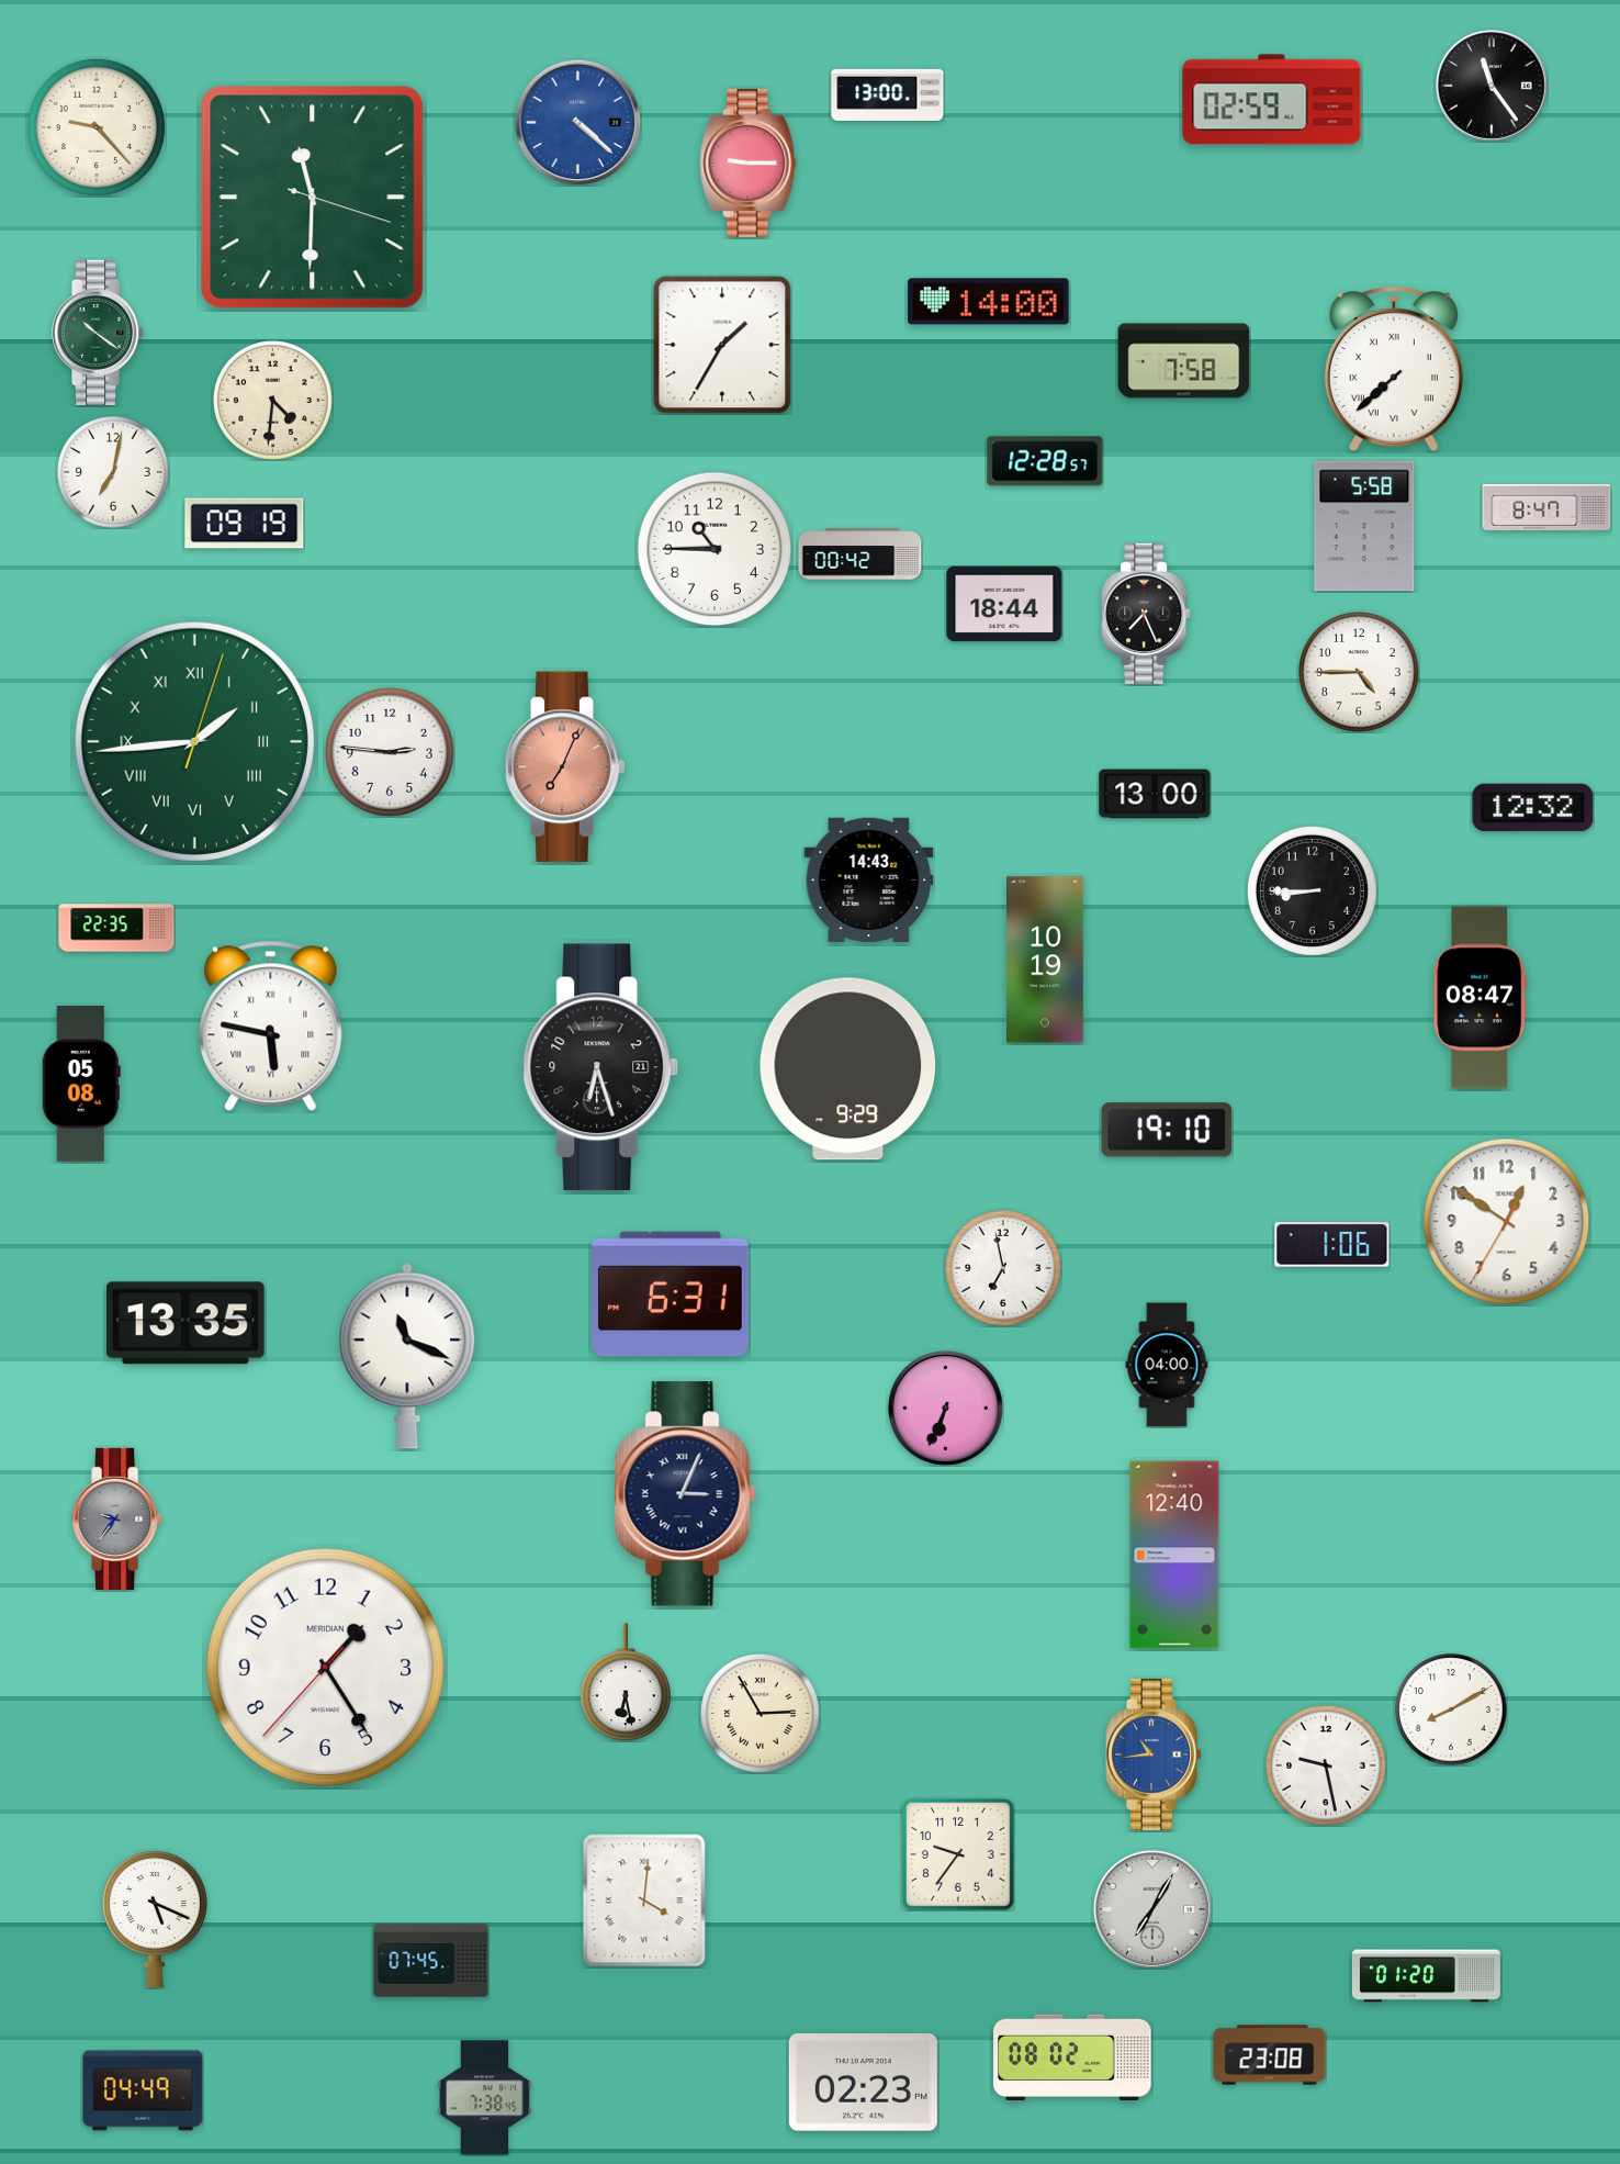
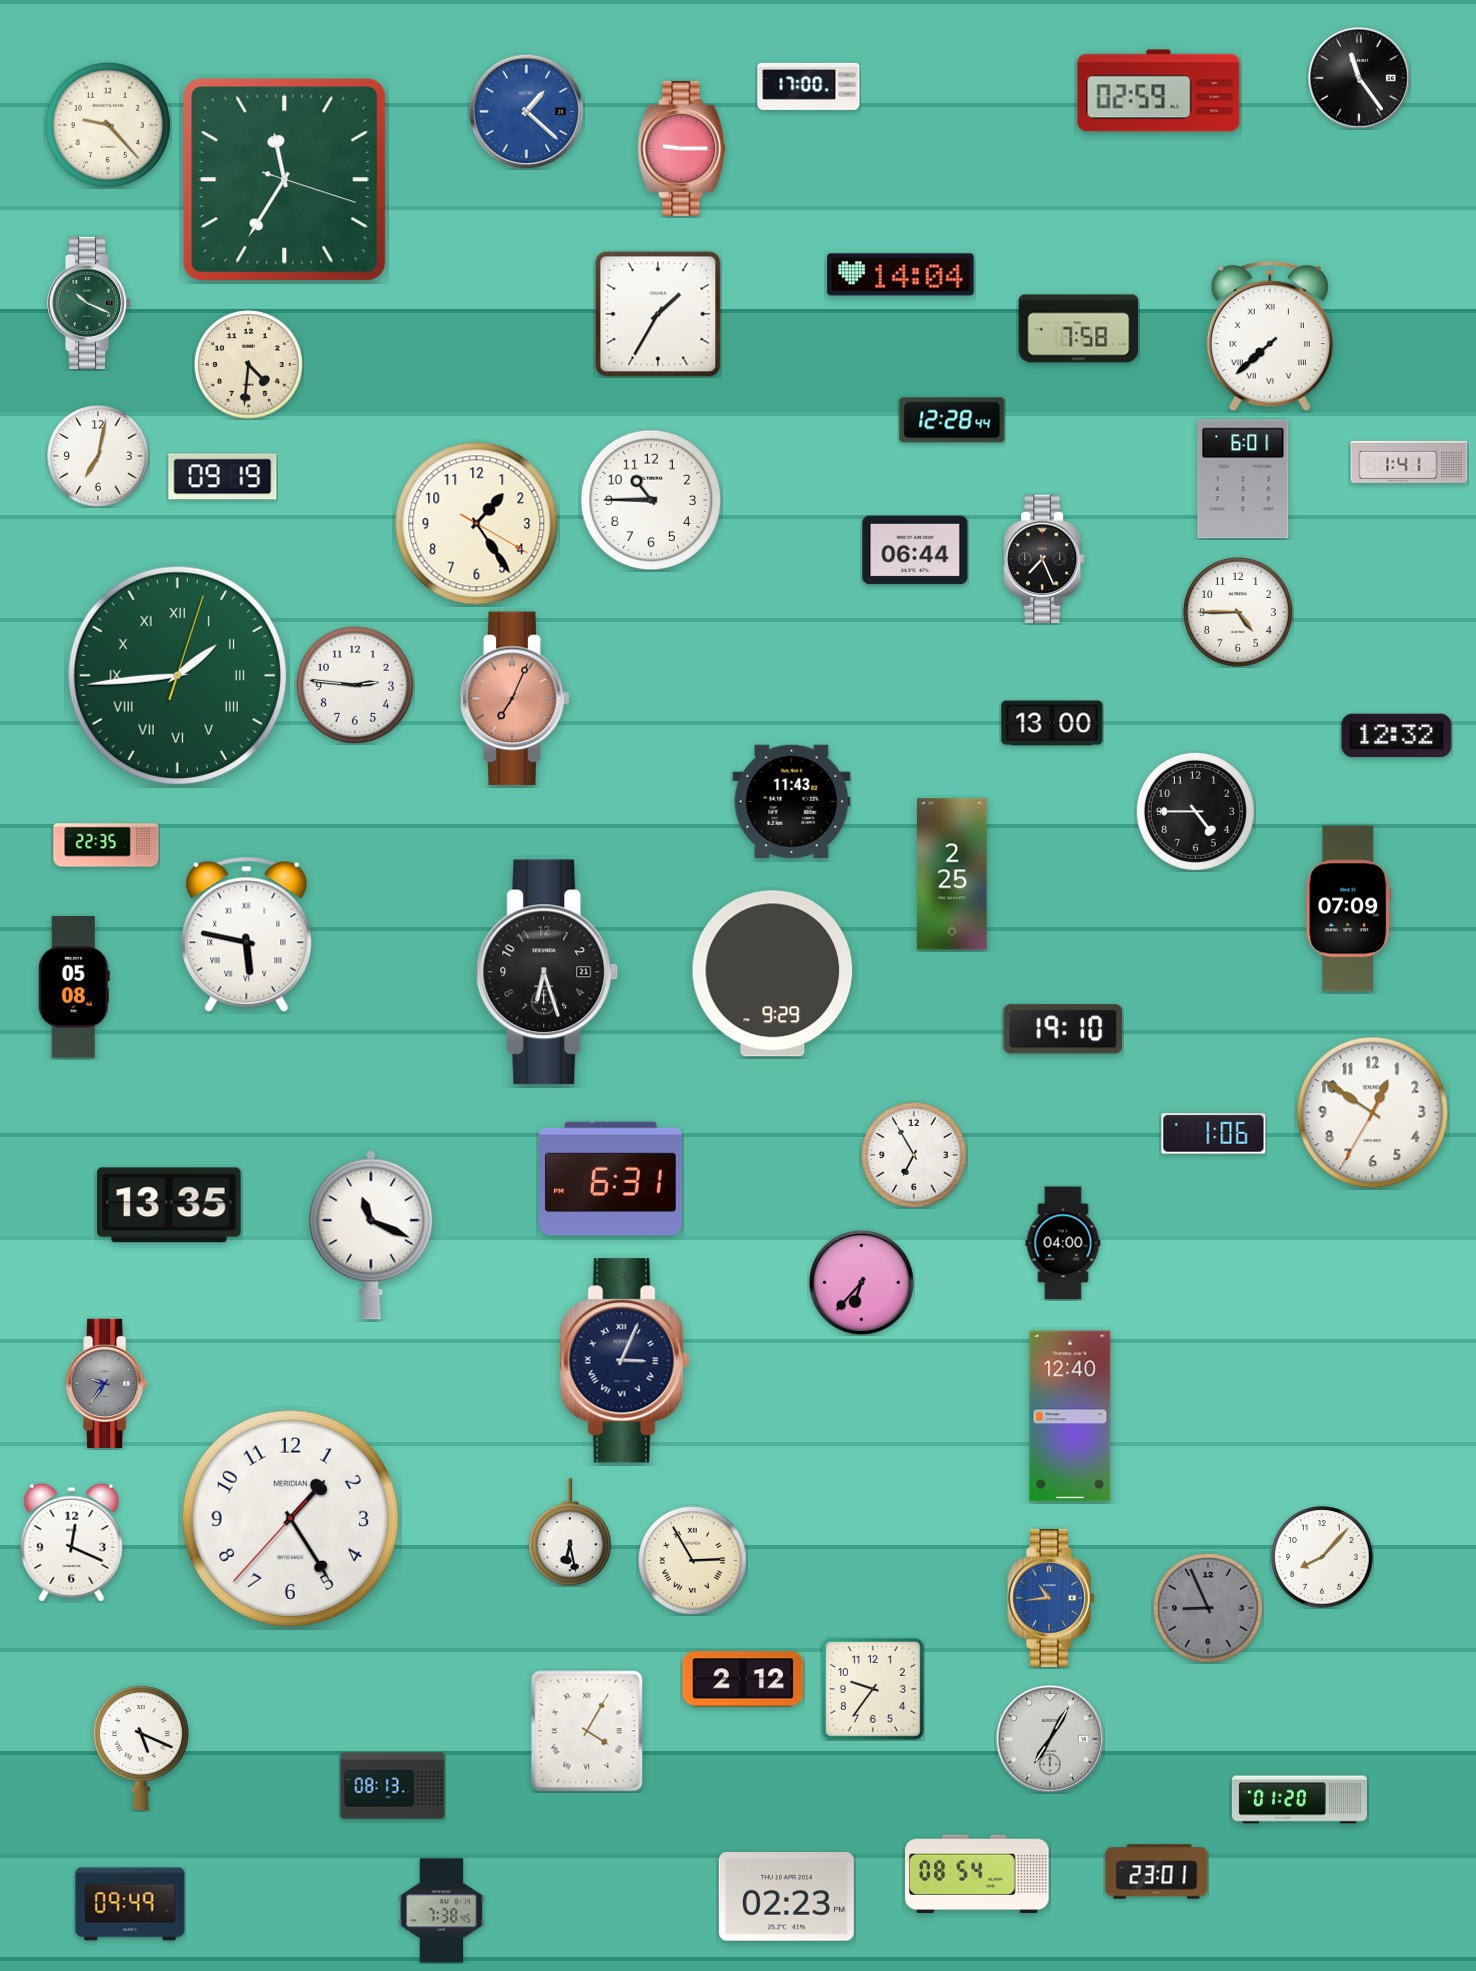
clock at (888, 94): 13:00 -> 17:00
clock at (577, 122): 4:22 -> 1:22
clock at (97, 127) position: (97, 127) -> (108, 125)
clock at (313, 198): 11:30 -> 11:35
clock at (989, 302): 14:00 -> 14:04
clock at (99, 333): 10:21 -> 10:19
clock at (1045, 461): 12:28:57 -> 12:28:44
clock at (113, 472) position: (113, 472) -> (98, 456)
clock at (1546, 507): 8:47 -> 1:41
clock at (1364, 526): 5:58 -> 6:01
clock at (860, 554): 00:42 -> none
clock at (477, 524): none -> 1:24
clock at (1004, 604): 18:44 -> 06:44
clock at (869, 879): 14:43 -> 11:43
clock at (1312, 890): 8:45 -> 4:45
clock at (1046, 960): 10:19 -> 2:25
clock at (1481, 998): 08:47 -> 07:09
clock at (1003, 1268): 6:58 -> 6:55
clock at (945, 1408): 6:34 -> 6:37
clock at (325, 1667) position: (325, 1667) -> (290, 1518)
clock at (72, 1542): none -> 12:19
clock at (1451, 1709): 8:10 -> 8:07
clock at (1326, 1765): 9:28 -> 8:56
clock at (1326, 1765) dial: white -> grey
clock at (743, 1679): none -> 2:12
clock at (644, 1900): 4:01 -> 4:05
clock at (431, 1961): 07:45 -> 08:13
clock at (1270, 2055): 23:08 -> 23:01
clock at (1072, 2056): 08:02 -> 08:54
clock at (143, 2090): 04:49 -> 09:49
